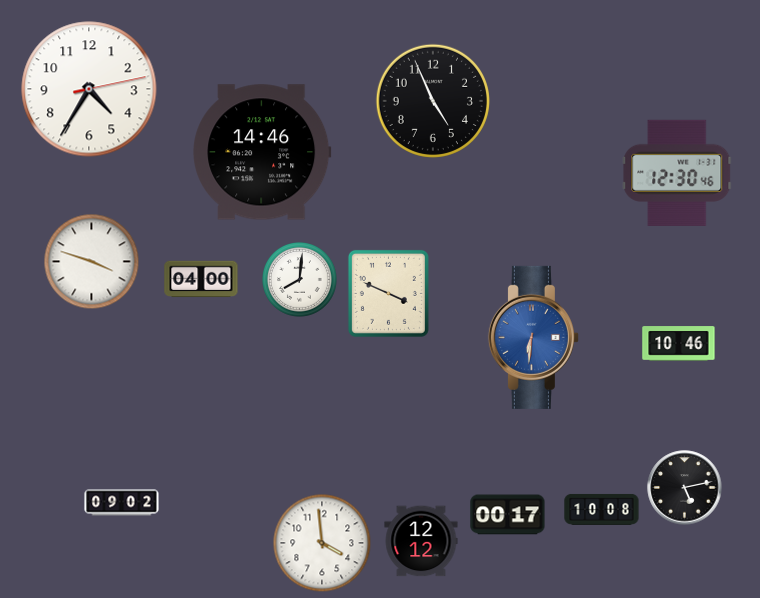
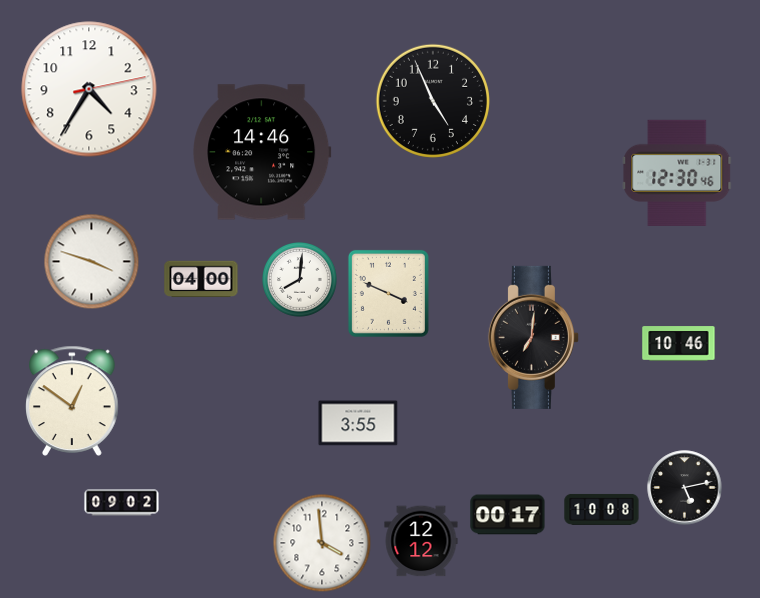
clock at (533, 337): 6:31 -> 7:01
clock at (533, 337) dial: blue -> black
clock at (72, 401): none -> 12:51
clock at (358, 423): none -> 3:55
